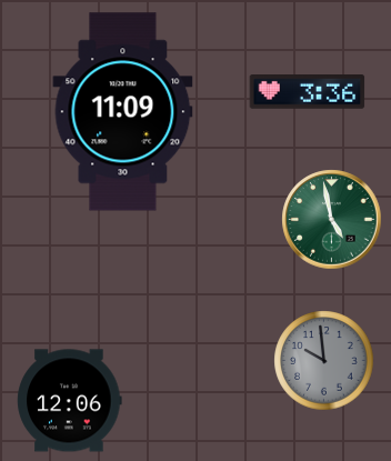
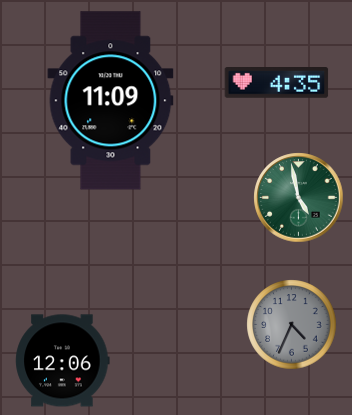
clock at (308, 92): 3:36 -> 4:35
clock at (324, 361): 9:59 -> 4:34
